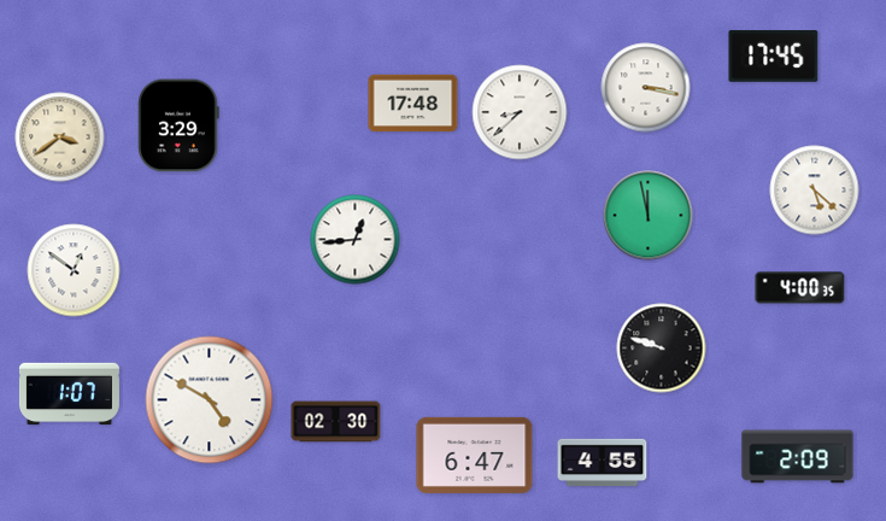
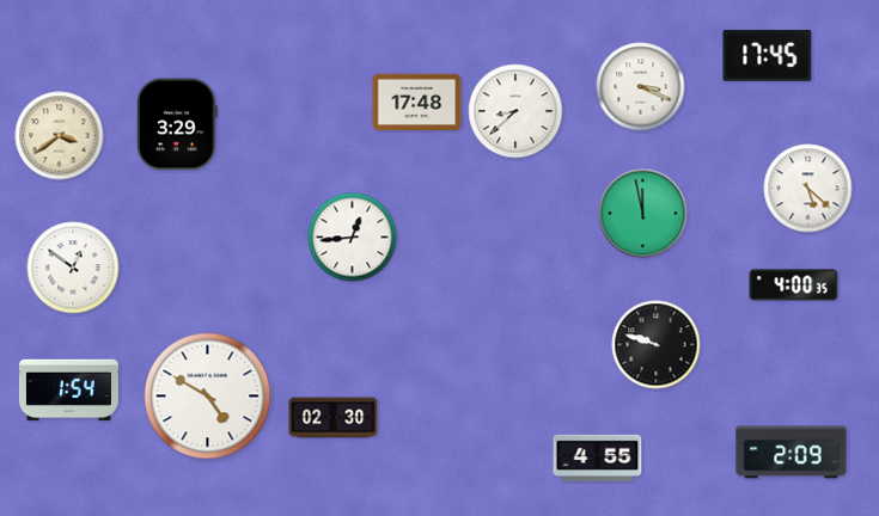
clock at (646, 88): 3:17 -> 3:19
clock at (413, 104) position: (413, 104) -> (417, 103)
clock at (69, 394): 1:07 -> 1:54
clock at (475, 455): 6:47 -> none
